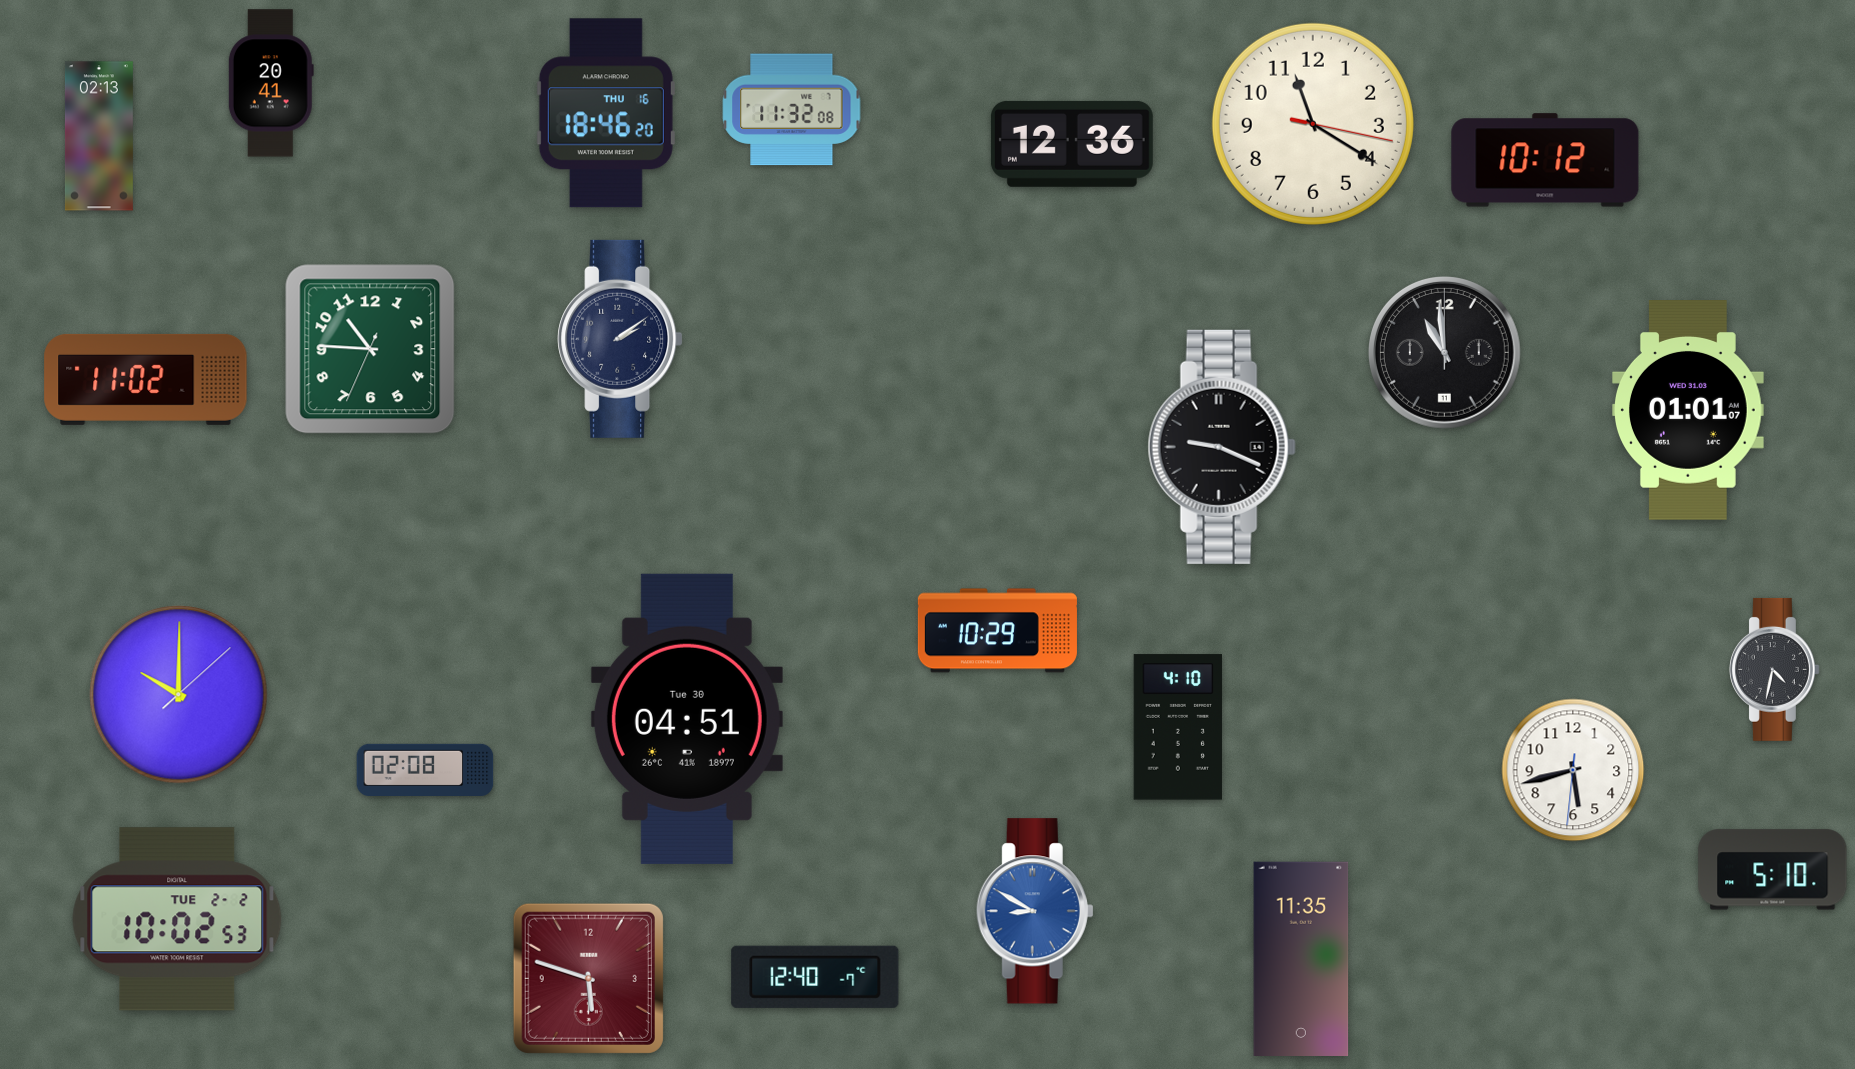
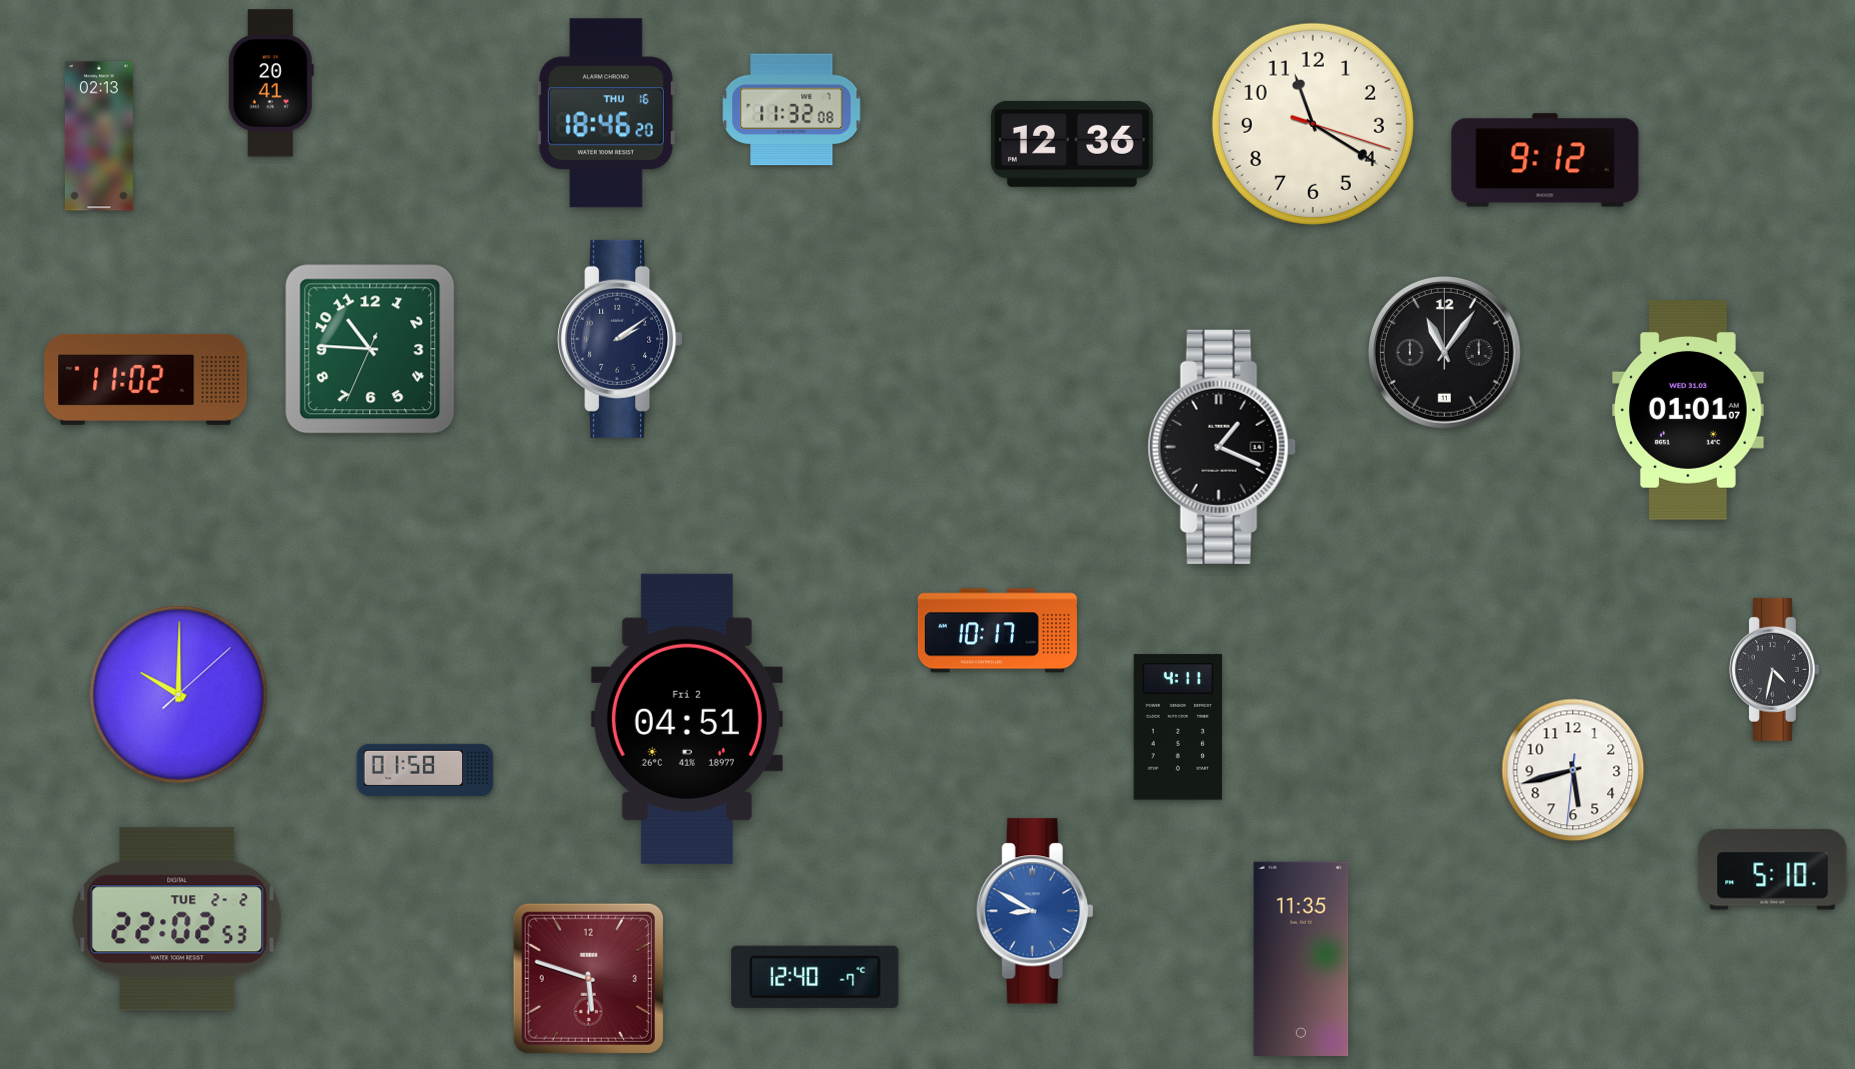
clock at (1313, 124): 11:20:17 -> 11:20:18
clock at (1545, 160): 10:12 -> 9:12
clock at (1444, 352): 10:59 -> 11:06
clock at (1222, 447): 9:19 -> 1:19
clock at (997, 631): 10:29 -> 10:17
clock at (687, 719) date: Tue 30 -> Fri 2
clock at (1178, 727): 4:10 -> 4:11
clock at (425, 769): 02:08 -> 01:58
clock at (177, 919): 10:02 -> 22:02
